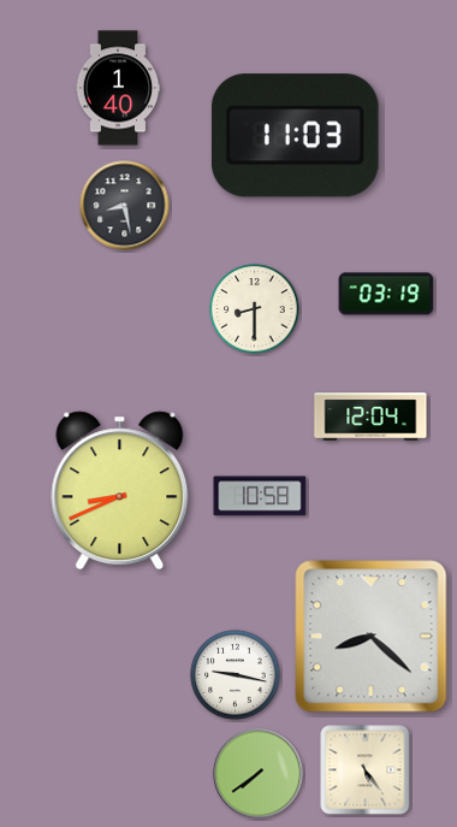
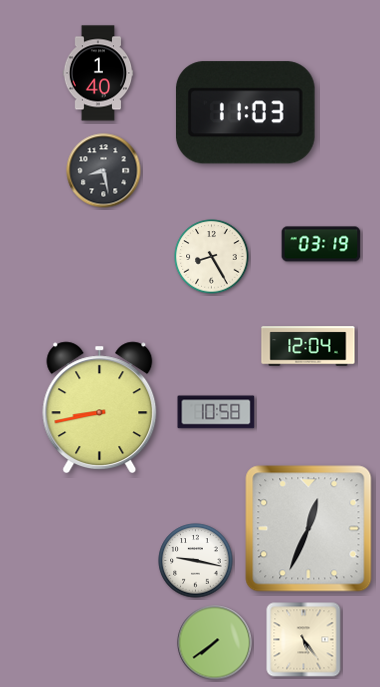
clock at (255, 309): 8:30 -> 8:25
clock at (120, 491): 8:41 -> 8:43
clock at (372, 637): 8:22 -> 12:34
